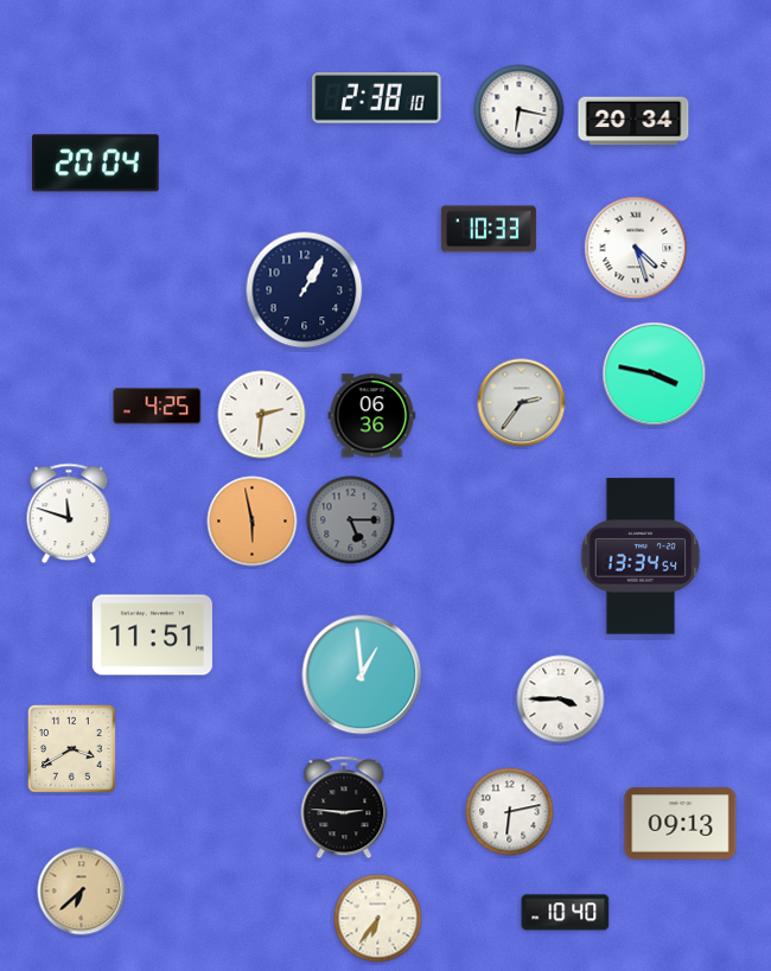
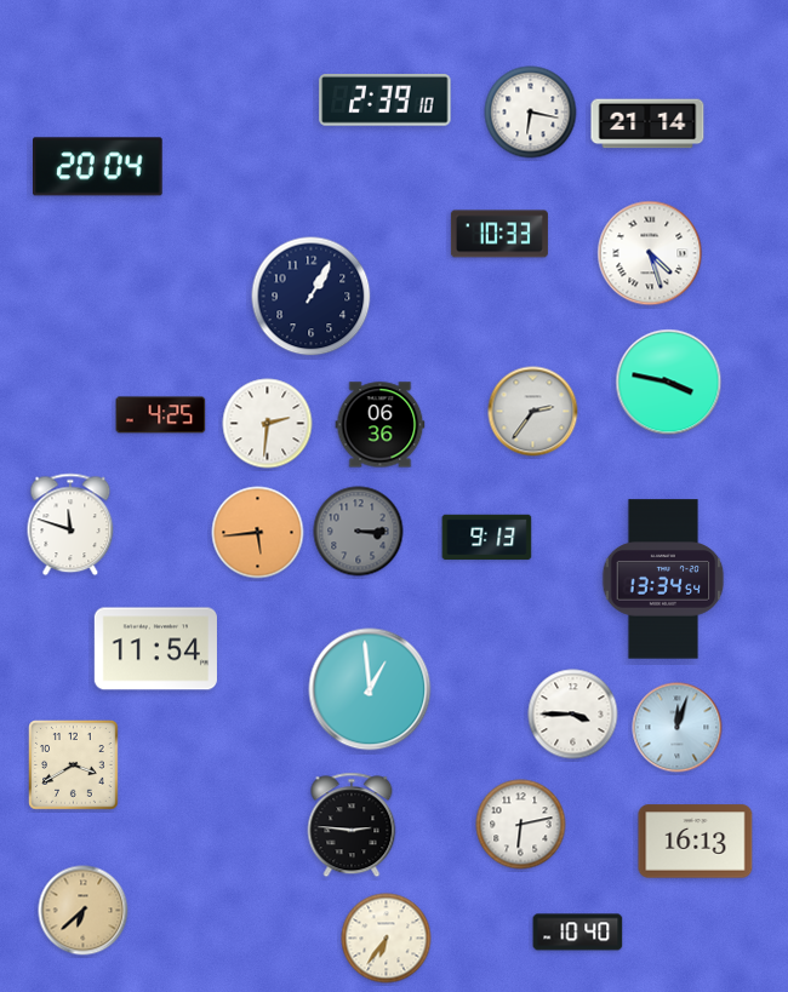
clock at (377, 98): 2:38 -> 2:39
clock at (633, 121): 20:34 -> 21:14
clock at (351, 520): 5:15 -> 3:15
clock at (253, 522): 5:58 -> 5:44
clock at (487, 538): none -> 9:13
clock at (641, 556) position: (641, 556) -> (663, 579)
clock at (152, 635): 11:51 -> 11:54
clock at (678, 728): none -> 12:03
clock at (510, 812) position: (510, 812) -> (521, 825)
clock at (681, 824): 09:13 -> 16:13
